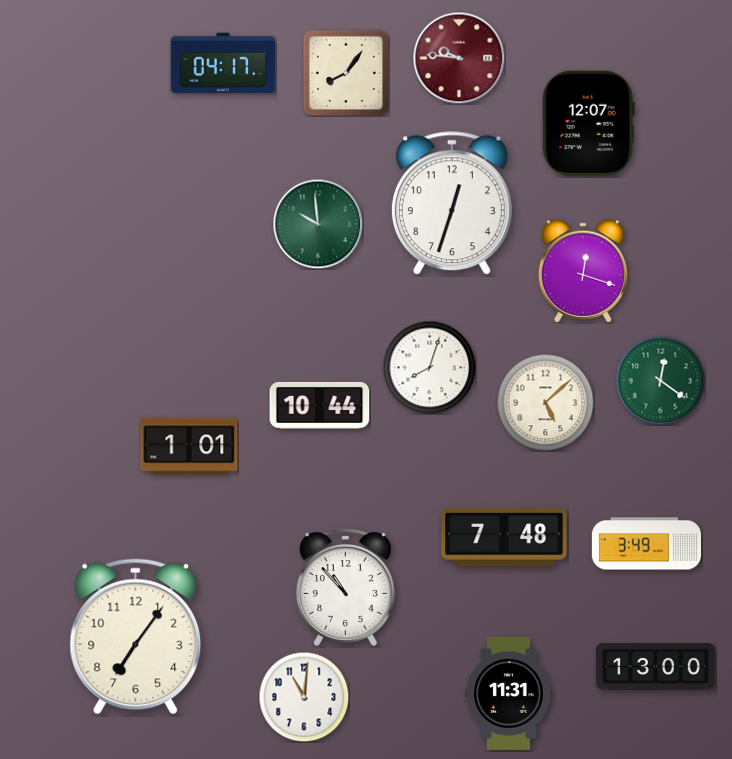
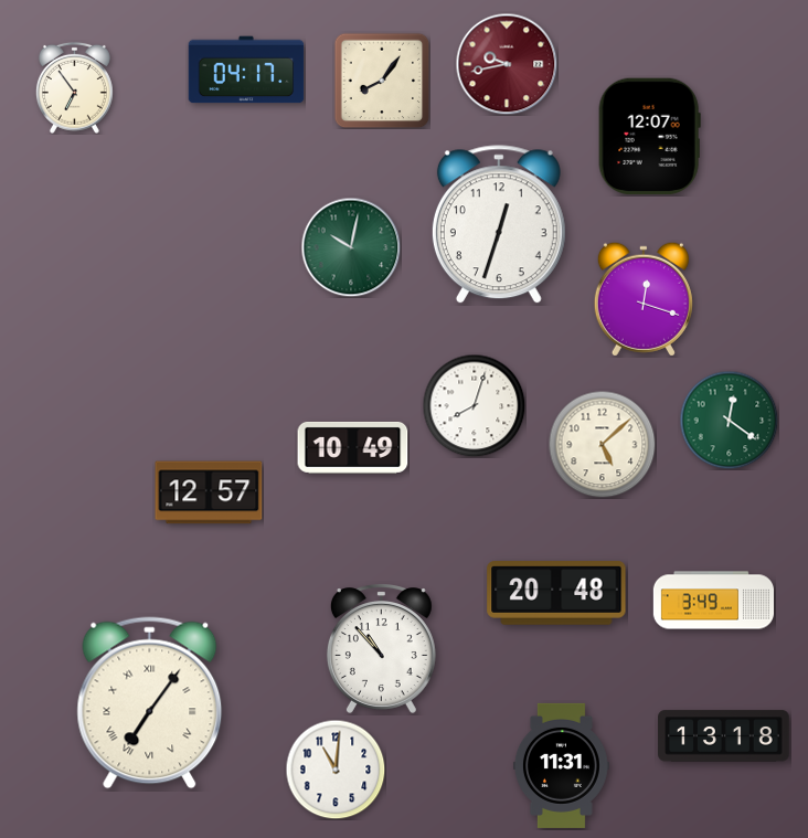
clock at (459, 58): 9:46 -> 9:43
clock at (74, 87): none -> 6:54
clock at (318, 224): 9:59 -> 10:02
clock at (320, 405): 10:44 -> 10:49
clock at (189, 446): 1:01 -> 12:57
clock at (504, 538): 7:48 -> 20:48
clock at (136, 637) numerals: Arabic -> Roman
clock at (656, 667): 13:00 -> 13:18
